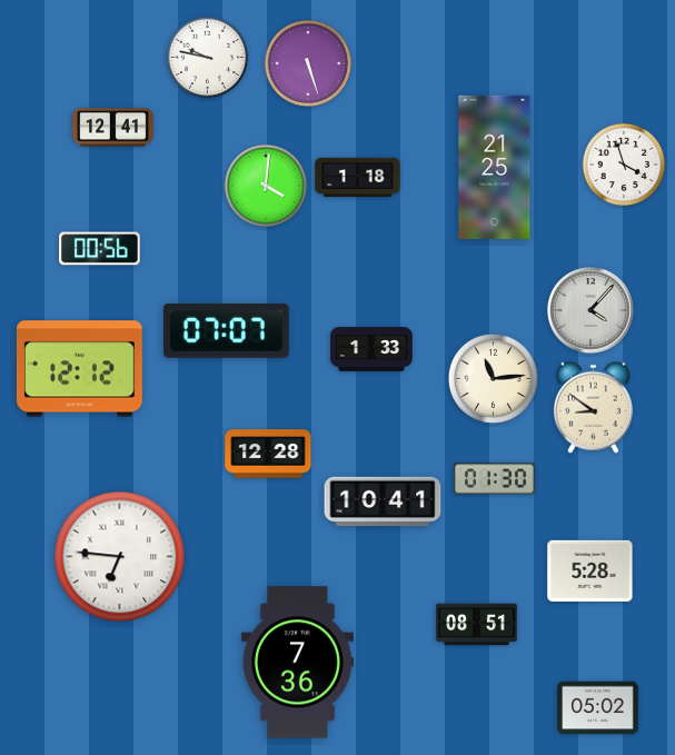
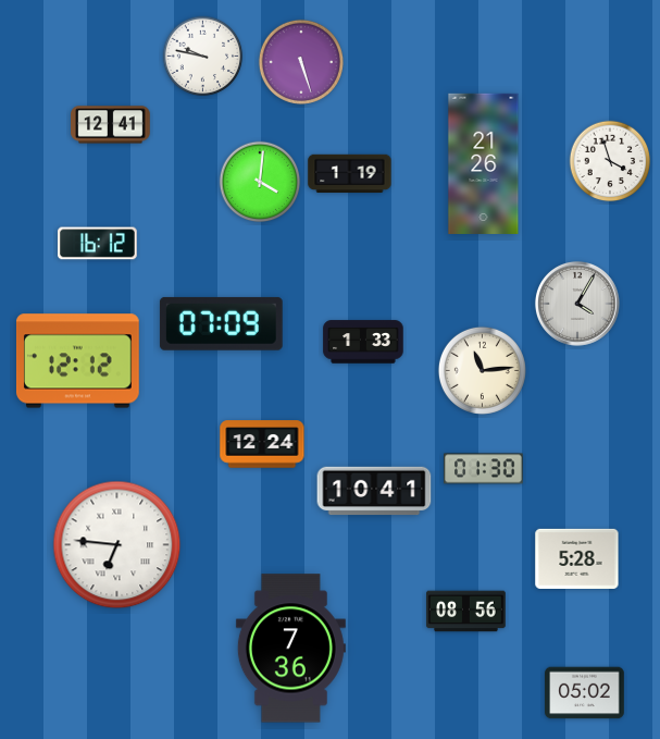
clock at (495, 167): 21:25 -> 21:26
clock at (358, 178): 1:18 -> 1:19
clock at (100, 249): 00:56 -> 16:12
clock at (590, 310): 4:07 -> 4:05
clock at (226, 330): 07:07 -> 07:09
clock at (593, 407): 8:51 -> none
clock at (268, 454): 12:28 -> 12:24
clock at (477, 625): 08:51 -> 08:56
